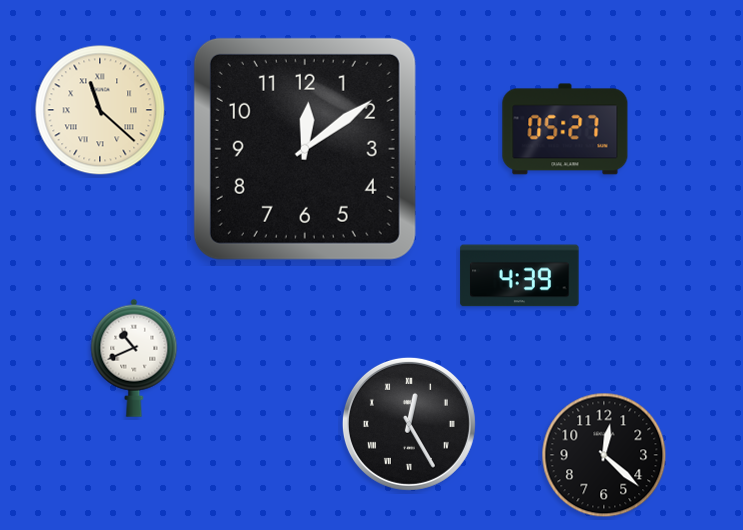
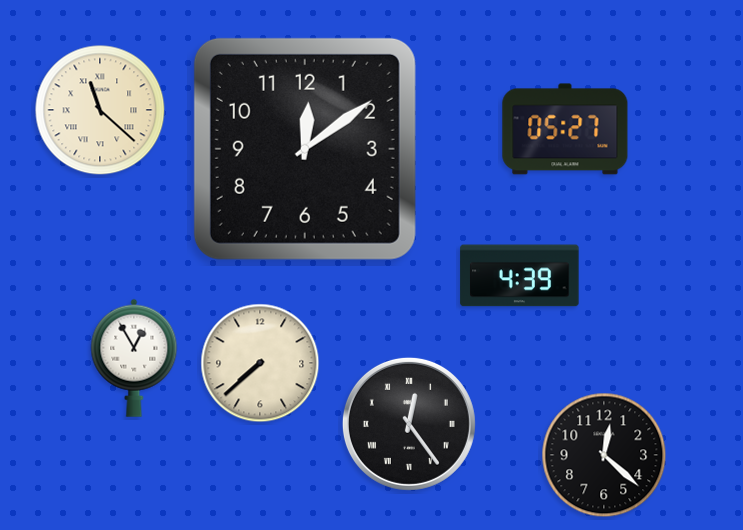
clock at (134, 358): 10:41 -> 12:55
clock at (260, 363): none -> 7:38
clock at (409, 424): 12:25 -> 12:24
